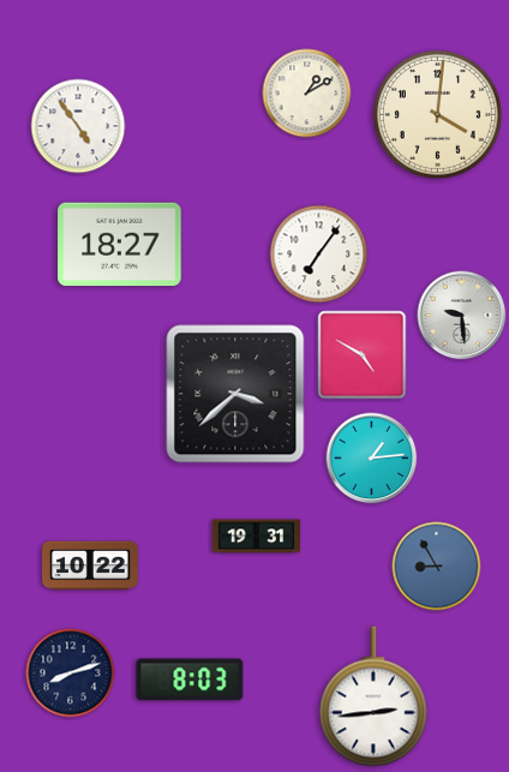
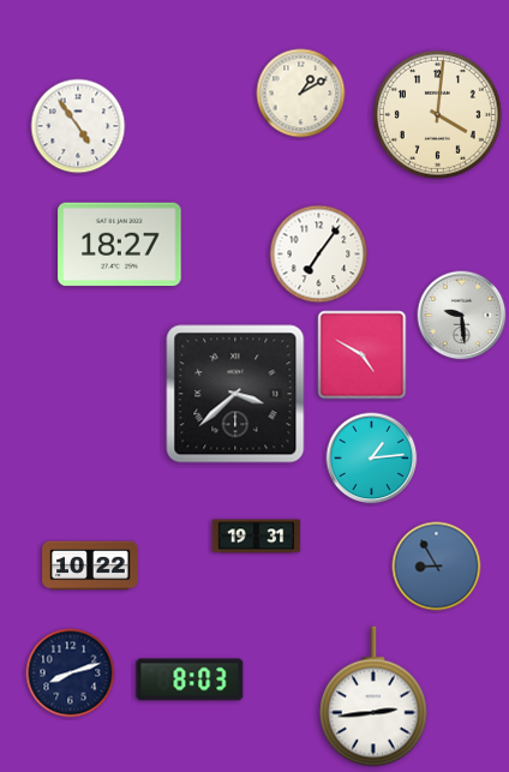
clock at (307, 94) position: (307, 94) -> (301, 94)
